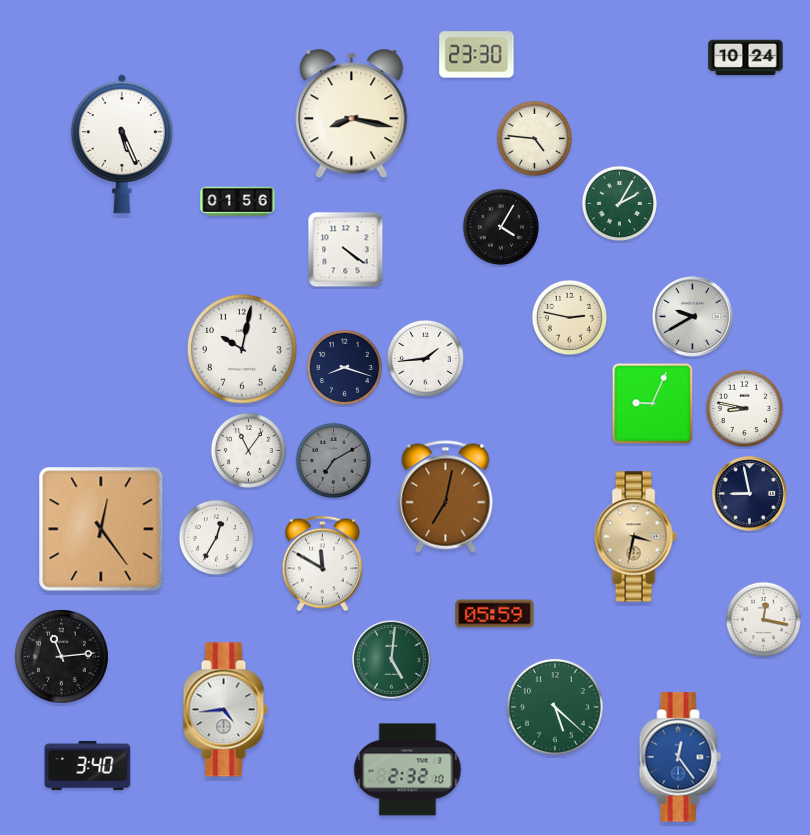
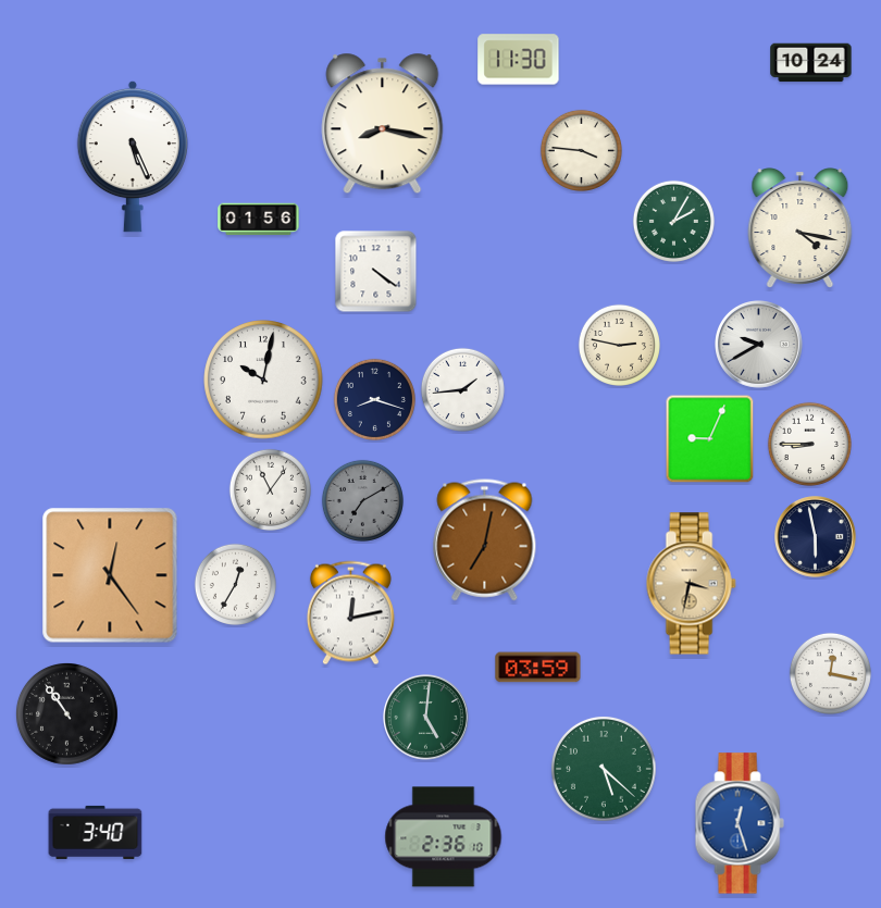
clock at (477, 55): 23:30 -> 11:30
clock at (534, 138): 4:46 -> 3:46
clock at (801, 228): none -> 4:17
clock at (501, 227): 4:05 -> none
clock at (693, 317) position: (693, 317) -> (759, 345)
clock at (744, 408): 8:47 -> 8:45
clock at (750, 494): 8:58 -> 5:58
clock at (322, 564): 11:50 -> 12:13
clock at (495, 614): 05:59 -> 03:59
clock at (61, 656): 11:14 -> 10:54
clock at (225, 710): 4:44 -> none
clock at (680, 757): 12:24 -> 12:27
clock at (408, 770): 2:32 -> 2:36
